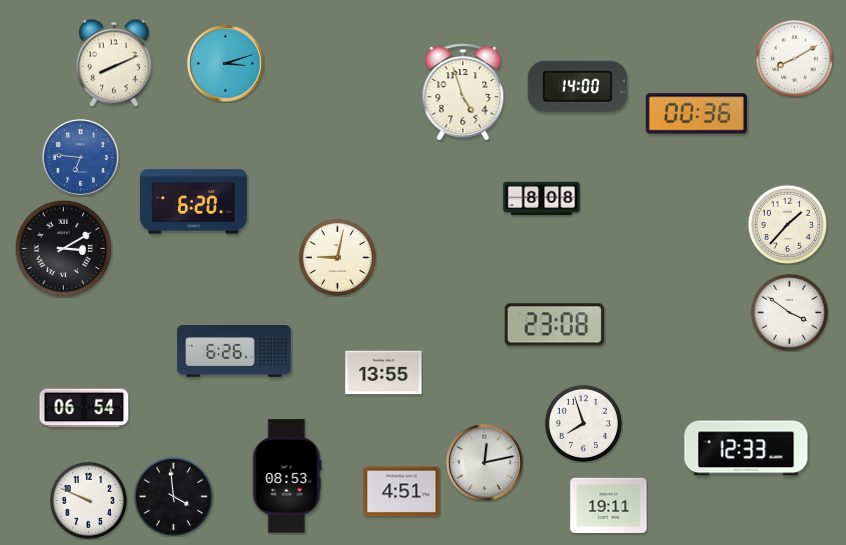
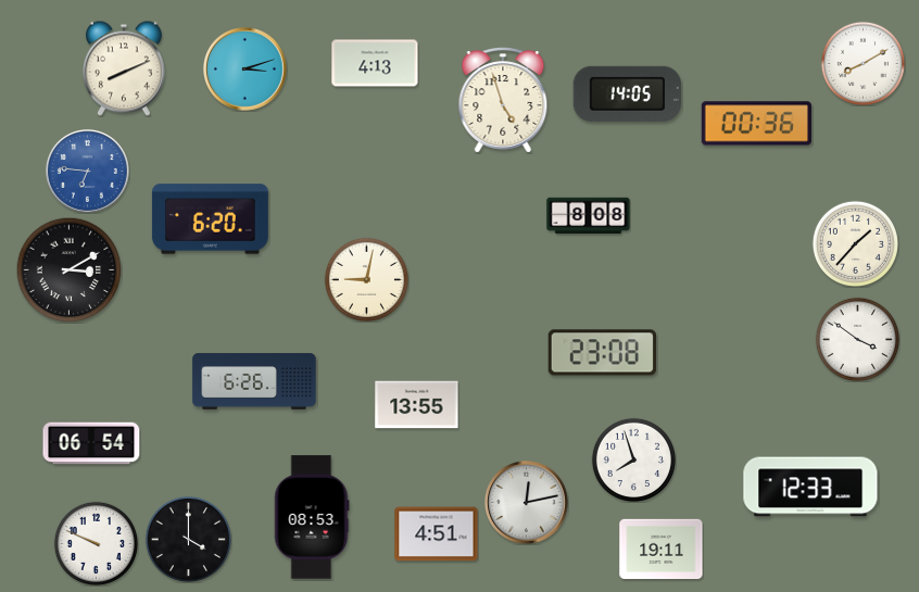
clock at (375, 63): none -> 4:13
clock at (577, 86): 14:00 -> 14:05
clock at (173, 496): 3:59 -> 4:00
